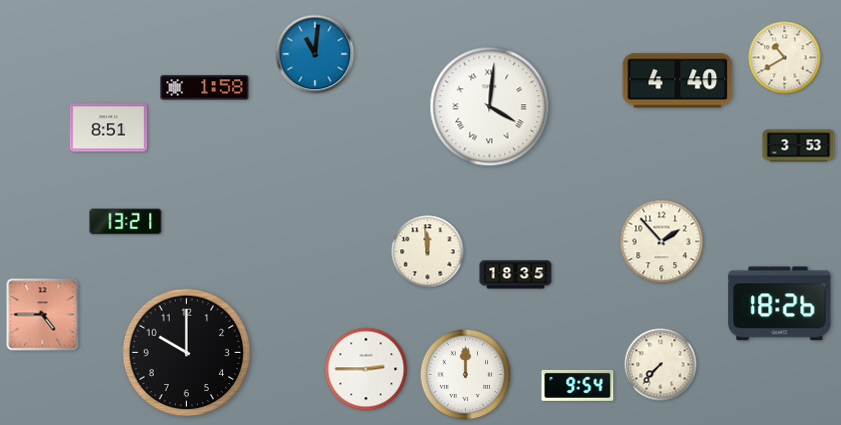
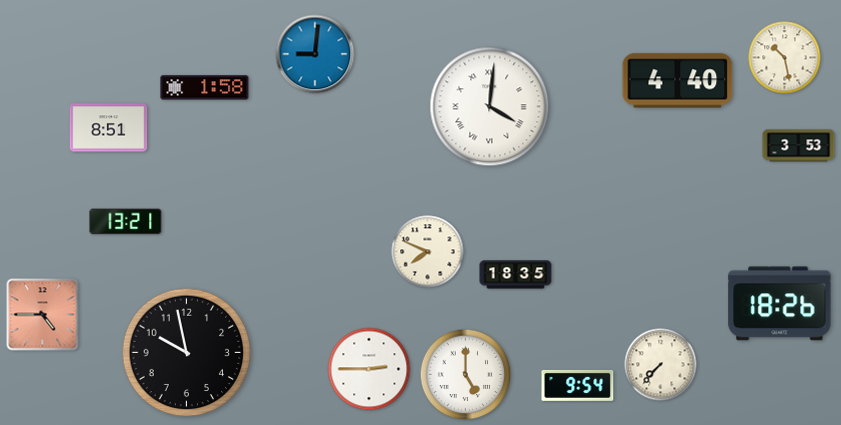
clock at (315, 54): 11:01 -> 9:01
clock at (785, 58): 10:40 -> 10:28
clock at (662, 242): 1:53 -> none
clock at (428, 252): 11:59 -> 7:49
clock at (187, 353): 10:00 -> 9:58
clock at (366, 369) position: (366, 369) -> (369, 369)
clock at (466, 375): 12:00 -> 5:00
